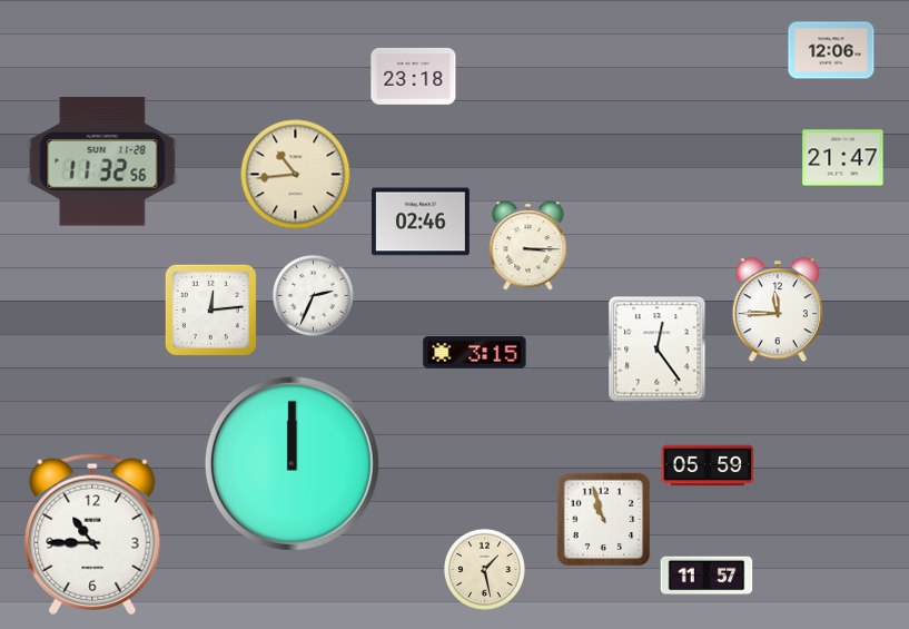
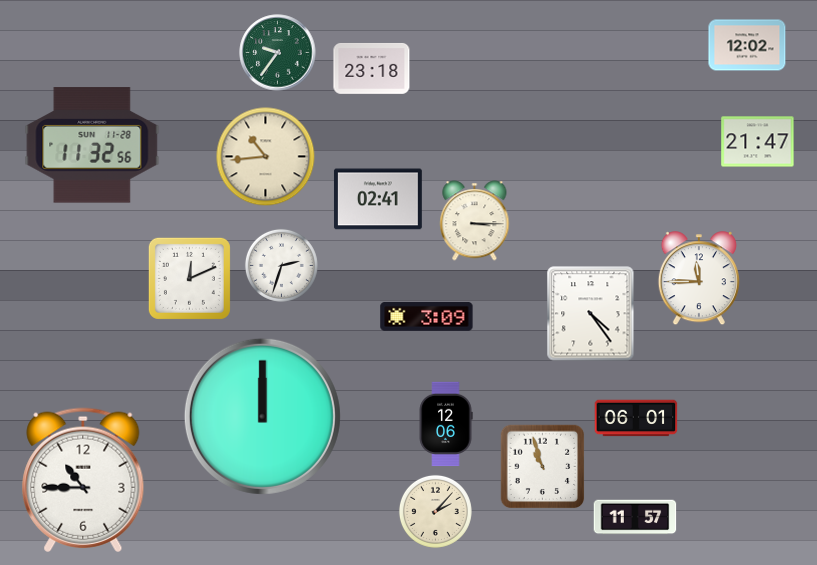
clock at (831, 50): 12:06 -> 12:02
clock at (278, 53): none -> 9:36
clock at (421, 222): 02:46 -> 02:41
clock at (313, 295): 2:34 -> 2:33
clock at (210, 309): 12:14 -> 12:11
clock at (658, 350): 12:24 -> 4:24
clock at (475, 352): 3:15 -> 3:09
clock at (708, 465): 05:59 -> 06:01
clock at (446, 424): none -> 12:06
clock at (484, 569): 1:28 -> 2:07
